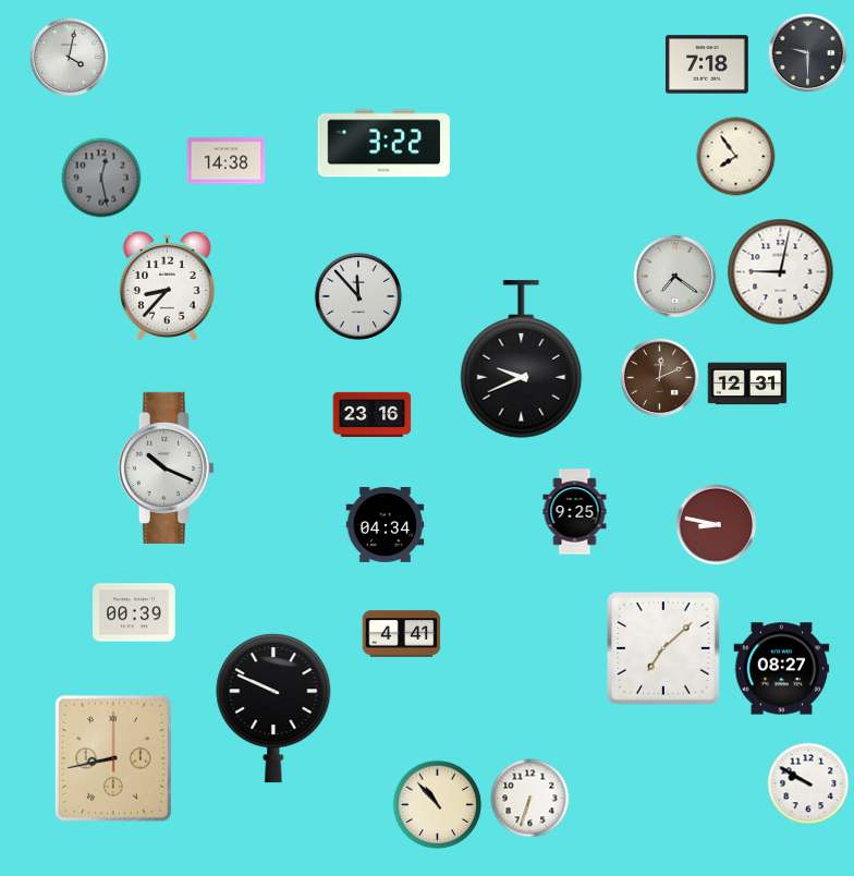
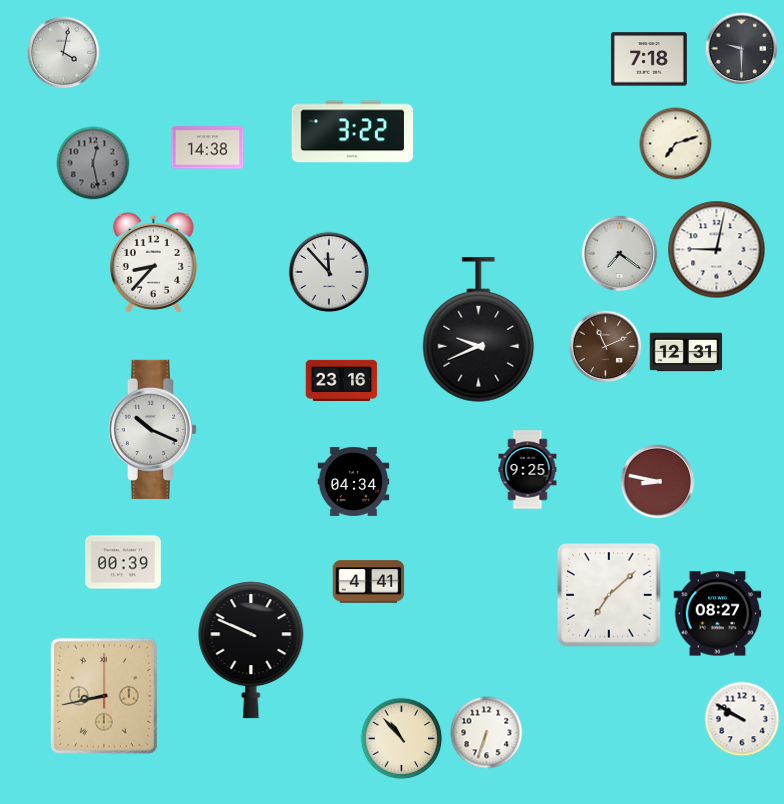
clock at (736, 157): 7:54 -> 7:12
clock at (660, 378): 12:11 -> 11:11
